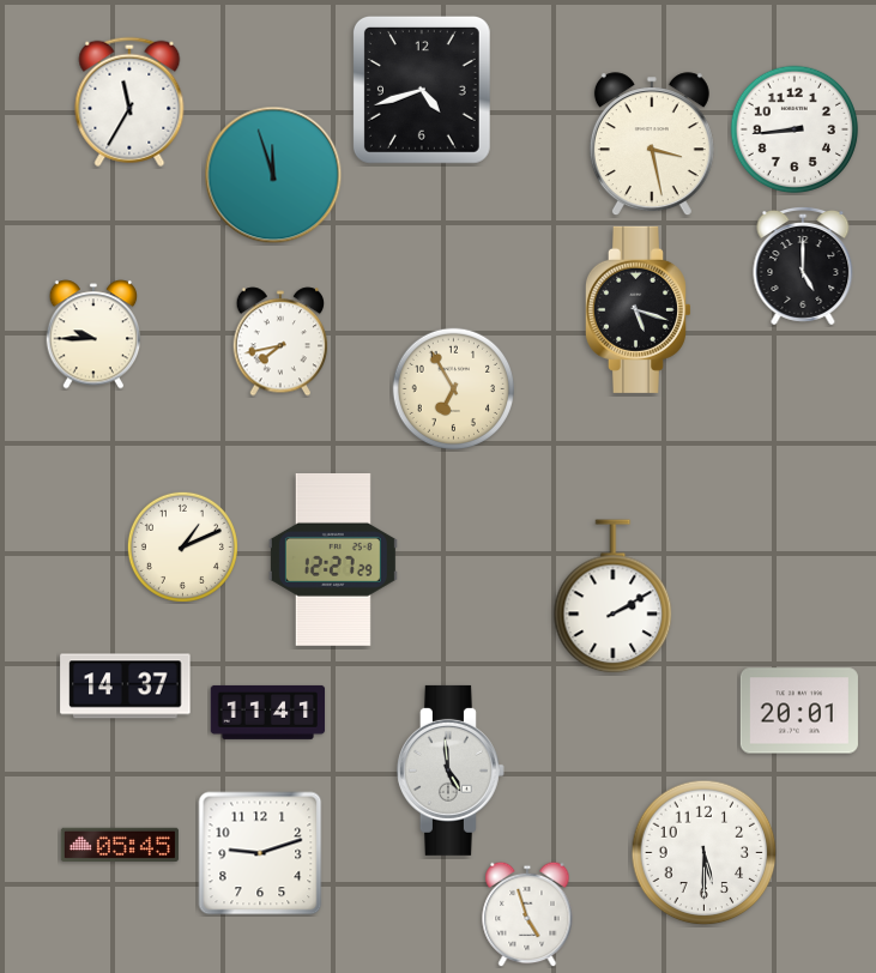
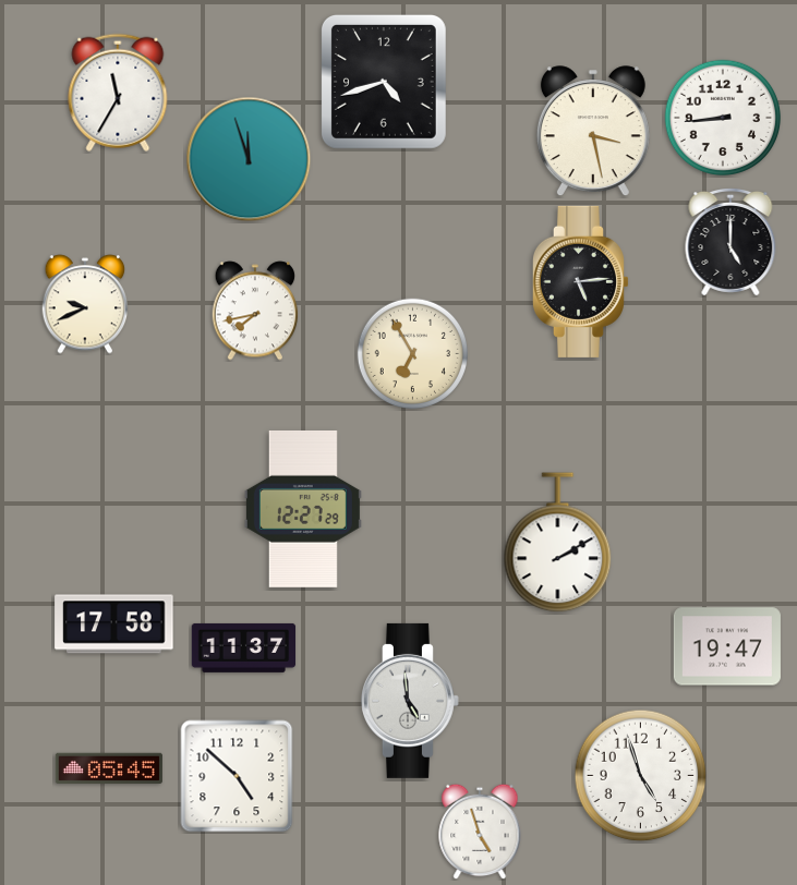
clock at (638, 309): 5:18 -> 5:14
clock at (93, 334): 9:45 -> 9:41
clock at (182, 546): 1:11 -> none
clock at (126, 687): 14:37 -> 17:58
clock at (799, 711): 20:01 -> 19:47
clock at (268, 712): 11:41 -> 11:37
clock at (260, 853): 9:12 -> 4:52
clock at (705, 853): 5:30 -> 4:57
